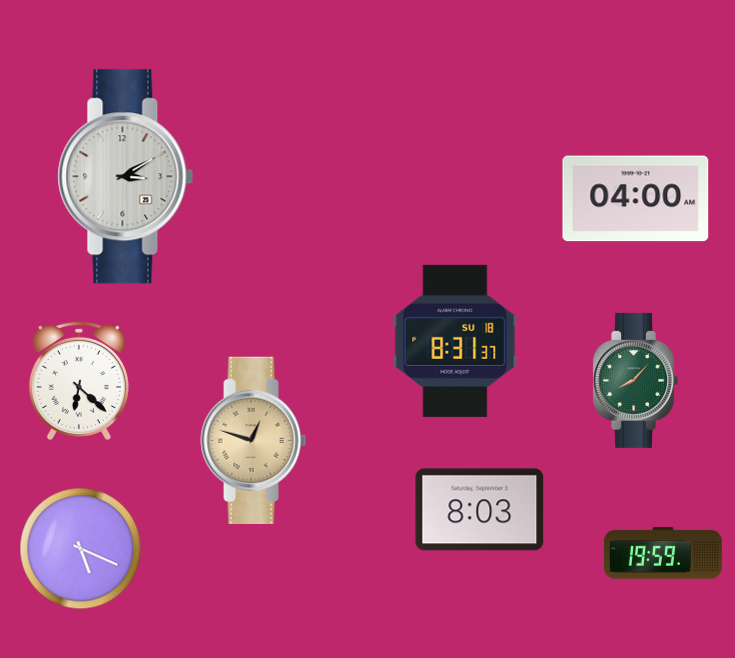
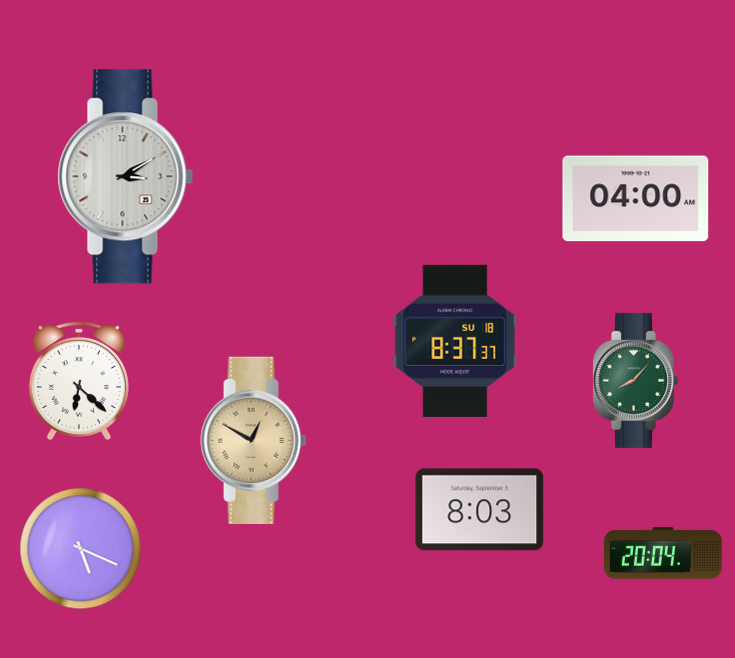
clock at (455, 341): 8:31 -> 8:37
clock at (254, 441): 12:48 -> 12:50
clock at (663, 553): 19:59 -> 20:04
